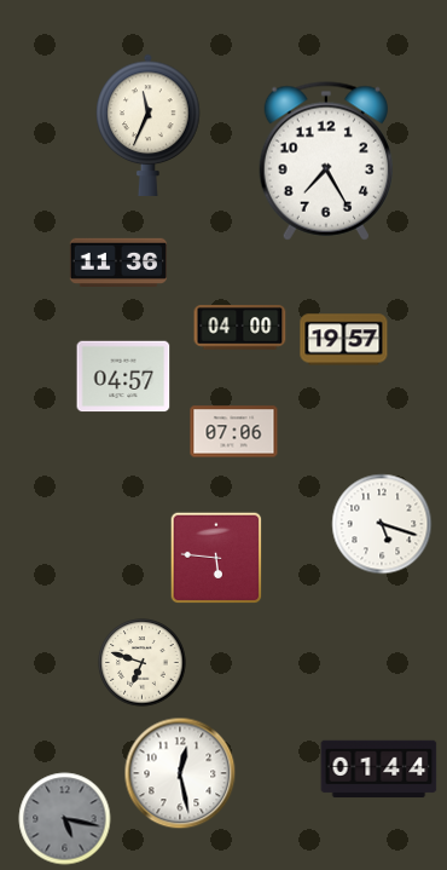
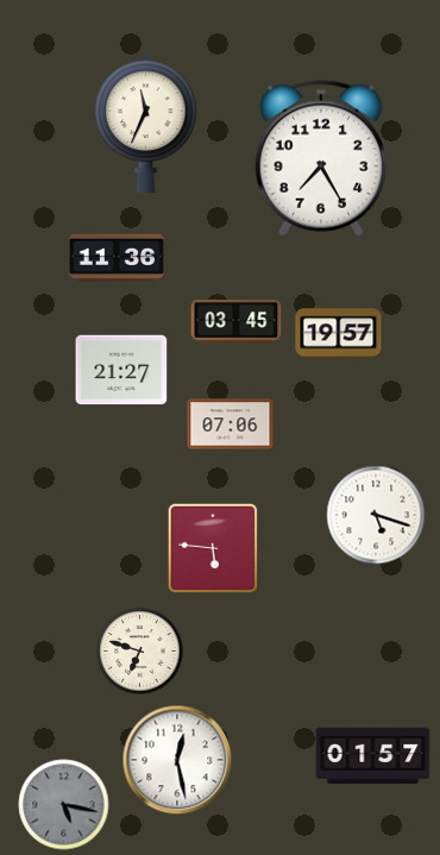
clock at (240, 328): 04:00 -> 03:45
clock at (123, 376): 04:57 -> 21:27
clock at (379, 770): 01:44 -> 01:57
